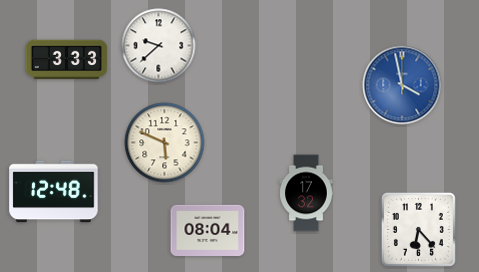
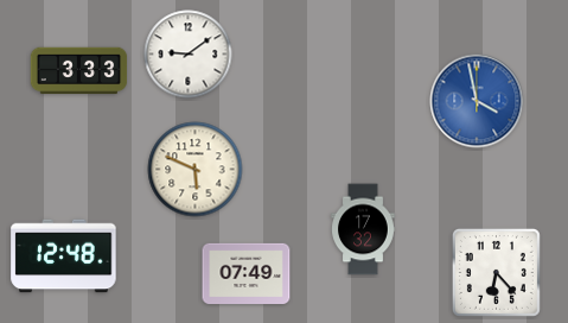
clock at (159, 46): 9:38 -> 9:09
clock at (54, 192) position: (54, 192) -> (64, 256)
clock at (208, 231): 08:04 -> 07:49
